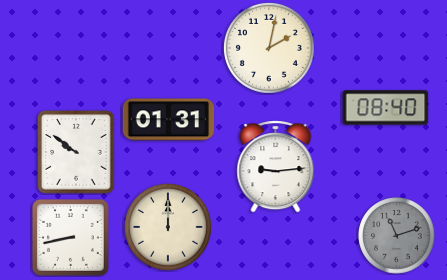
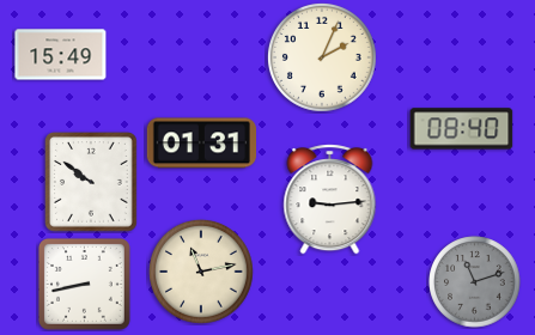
clock at (61, 55): none -> 15:49
clock at (269, 48): 2:02 -> 2:04
clock at (169, 228): 12:00 -> 11:13
